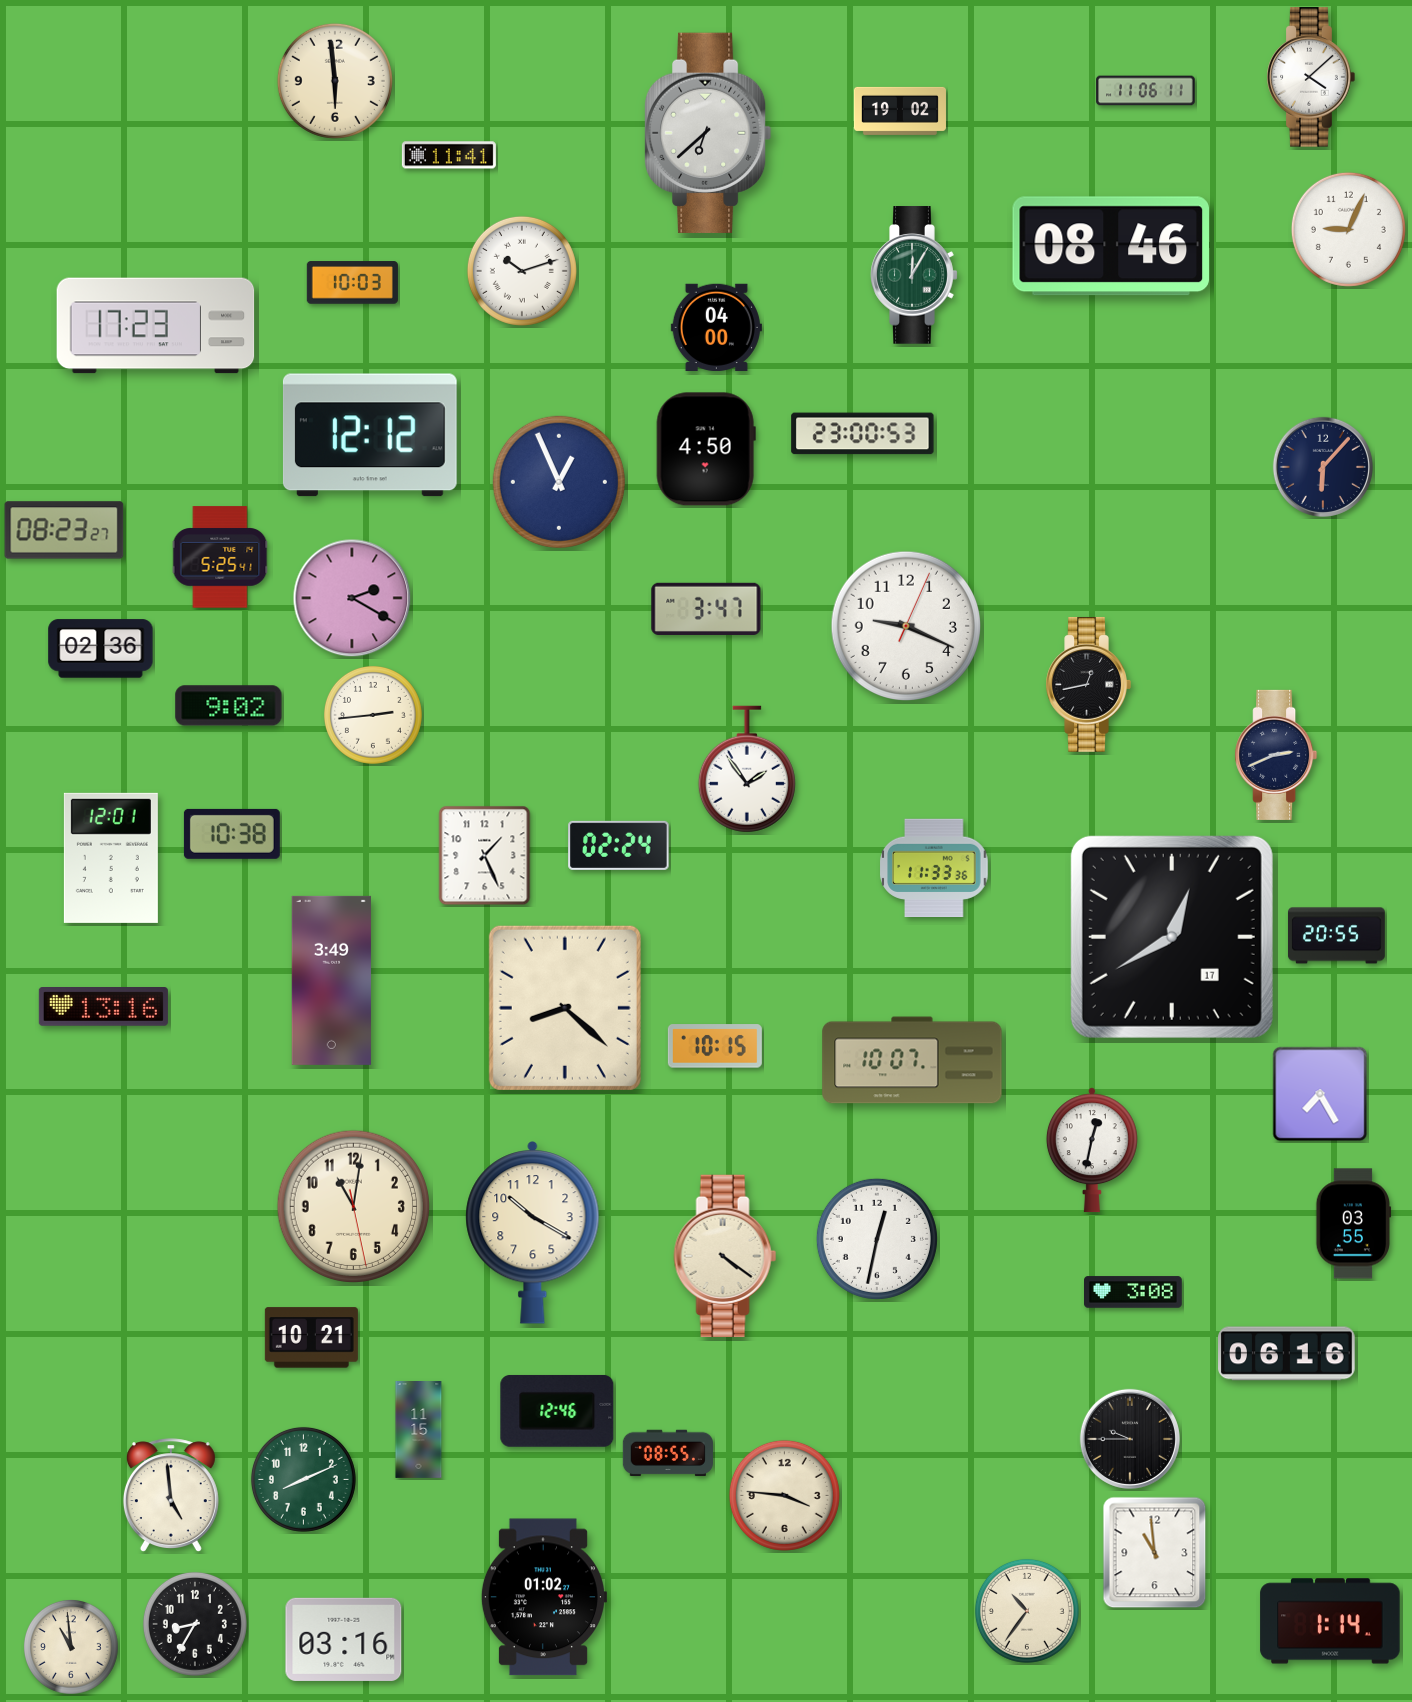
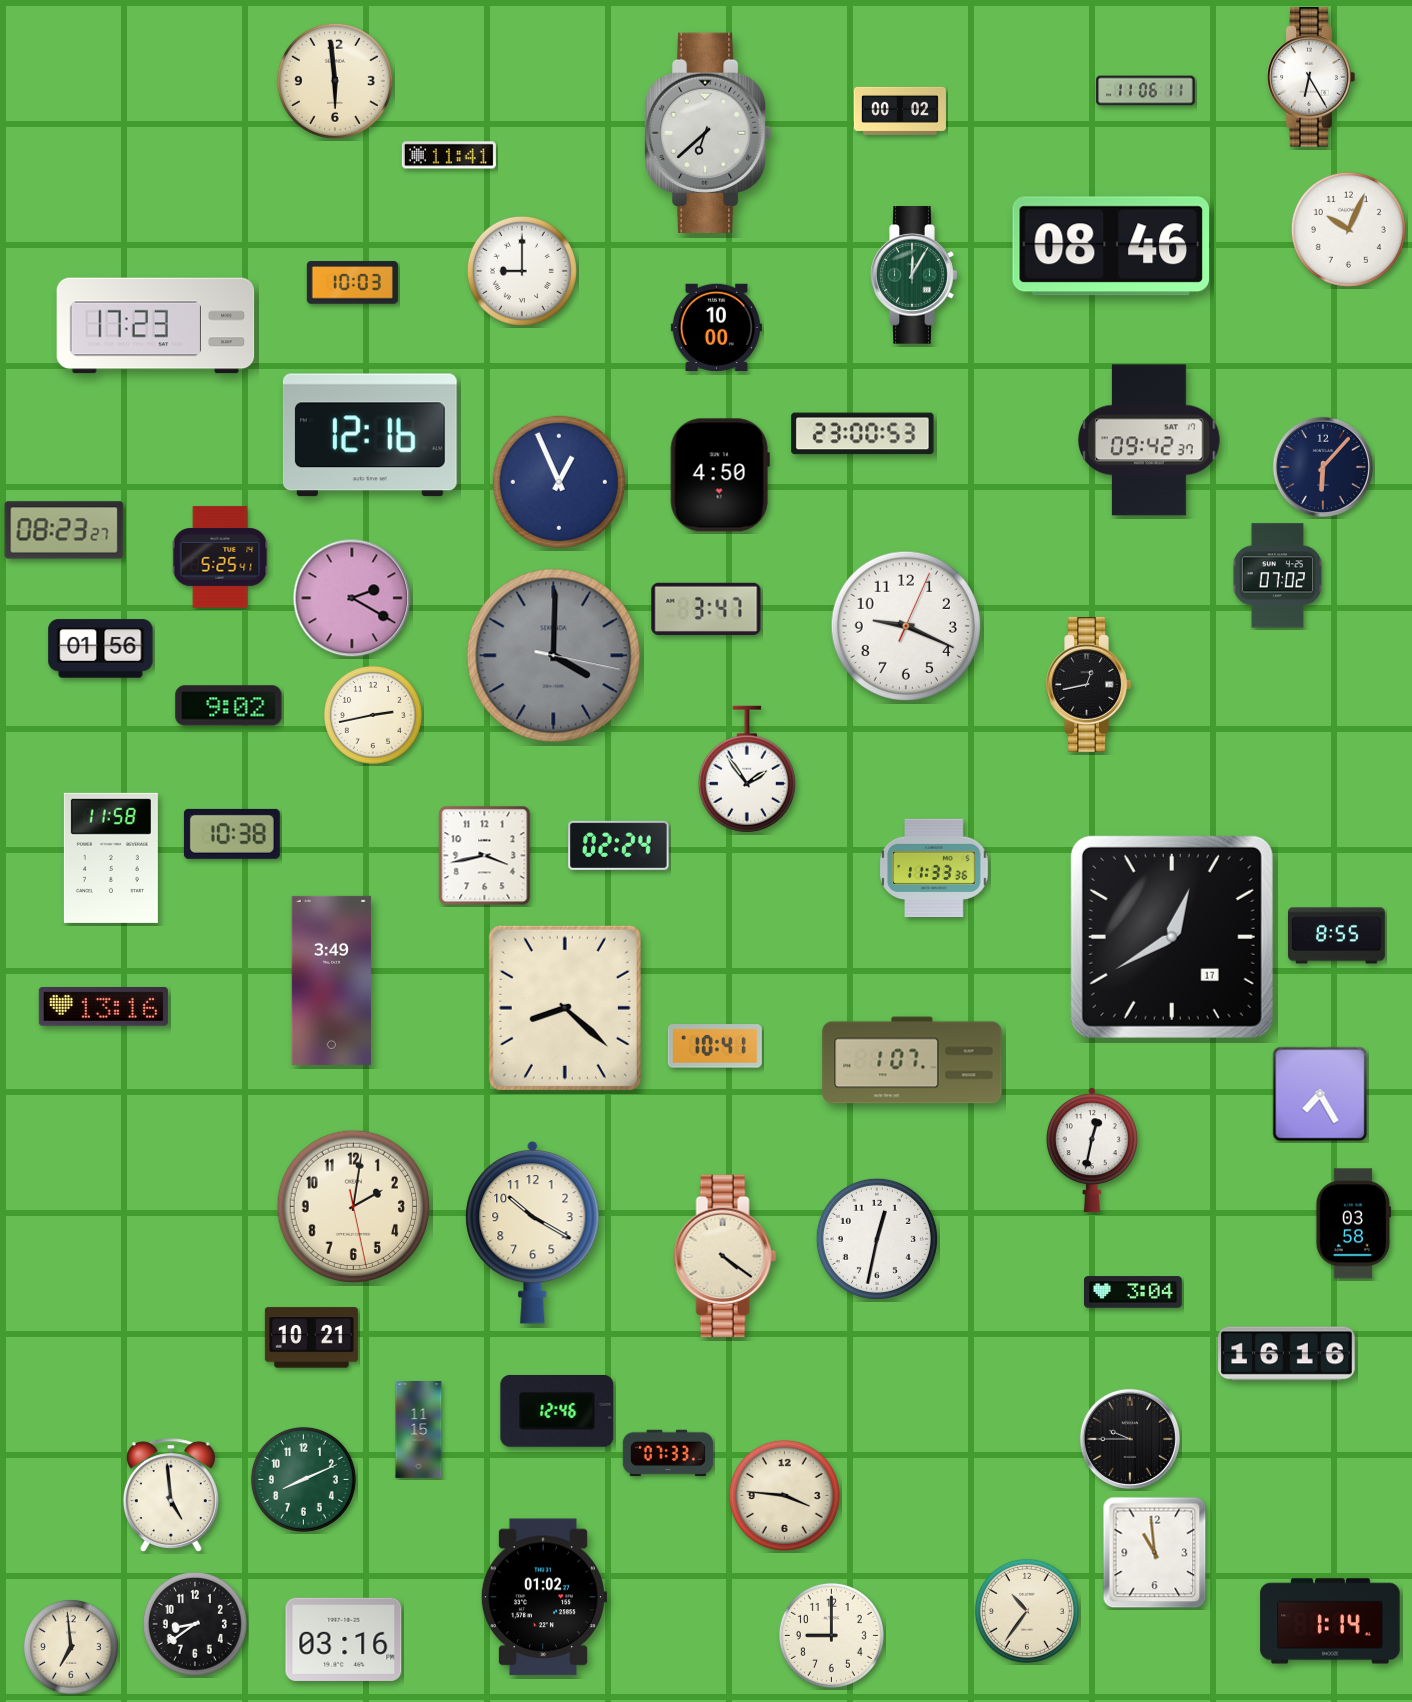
clock at (1311, 77): 4:08 -> 6:25
clock at (900, 111): 19:02 -> 00:02
clock at (1348, 229): 9:04 -> 10:04
clock at (522, 271): 10:12 -> 9:00
clock at (716, 327): 04:00 -> 10:00
clock at (370, 435): 12:12 -> 12:16
clock at (1149, 440): none -> 09:42
clock at (706, 449) position: (706, 449) -> (720, 475)
clock at (1277, 576): none -> 07:02
clock at (101, 649): 02:36 -> 01:56
clock at (554, 656): none -> 4:00
clock at (373, 715): 2:44 -> 2:43
clock at (1276, 755): 2:41 -> none
clock at (485, 856): 1:26 -> 3:43
clock at (111, 858): 12:01 -> 11:58
clock at (1336, 936): 20:55 -> 8:55
clock at (715, 1046): 10:15 -> 10:41
clock at (912, 1060): 10:07 -> 1:07
clock at (353, 1206): 11:01 -> 2:01
clock at (1354, 1224): 03:55 -> 03:58
clock at (1133, 1292): 3:08 -> 3:04
clock at (1287, 1354): 06:16 -> 16:16
clock at (667, 1453): 08:55 -> 07:33
clock at (195, 1624): 8:35 -> 8:39
clock at (831, 1635): none -> 9:00
clock at (71, 1647): 10:59 -> 6:59
